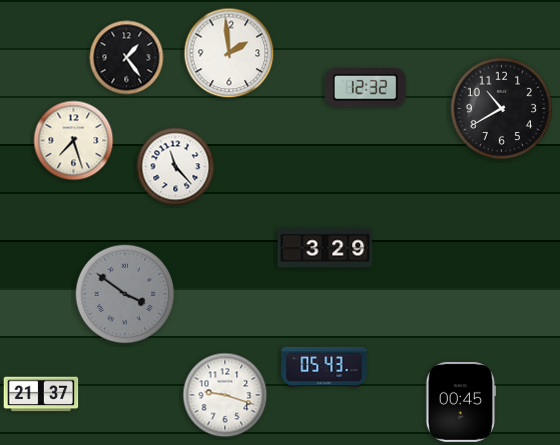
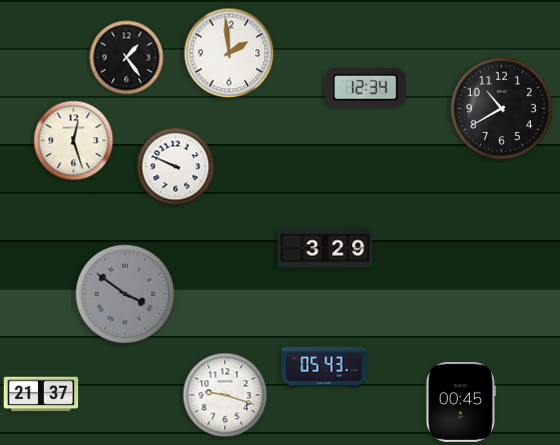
clock at (365, 88): 12:32 -> 12:34
clock at (74, 141): 7:27 -> 12:27
clock at (176, 167): 11:23 -> 9:49
